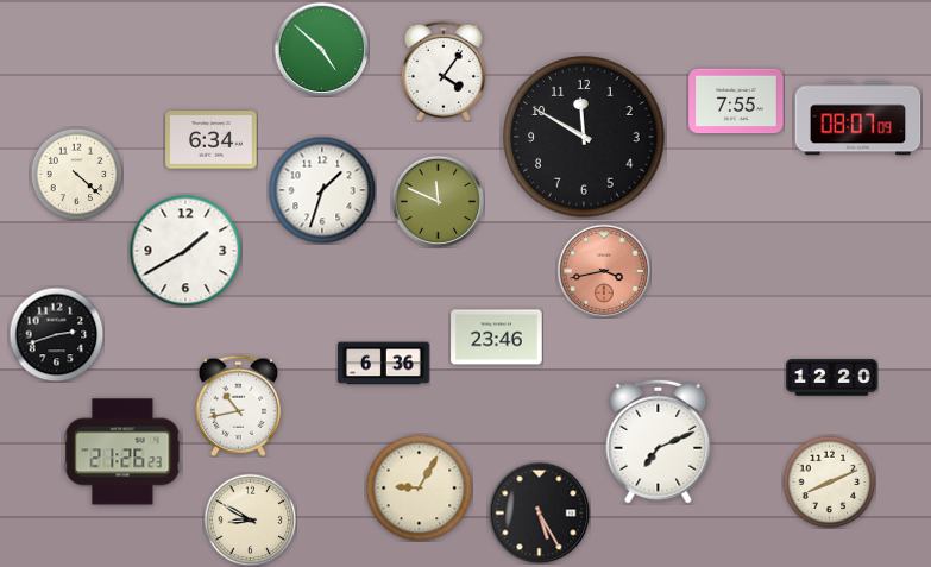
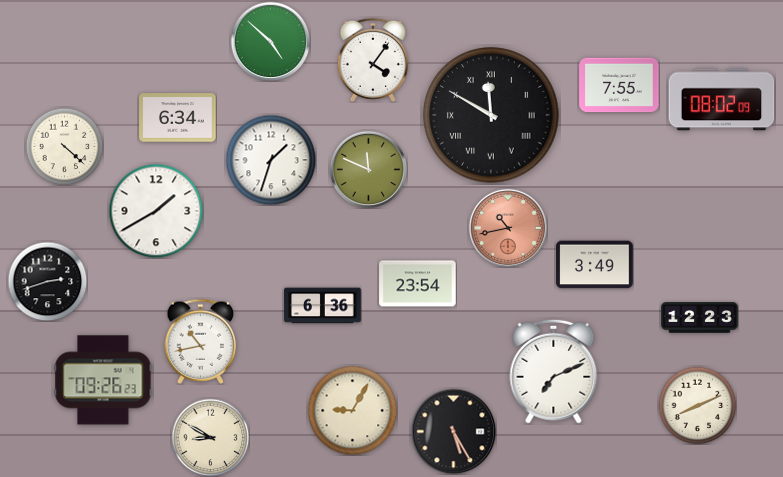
clock at (858, 119): 08:07 -> 08:02
clock at (584, 137) numerals: Arabic -> Roman
clock at (604, 271): 3:43 -> 10:43
clock at (595, 265): none -> 3:49
clock at (497, 338): 23:46 -> 23:54
clock at (832, 378): 12:20 -> 12:23
clock at (122, 452): 21:26 -> 09:26
